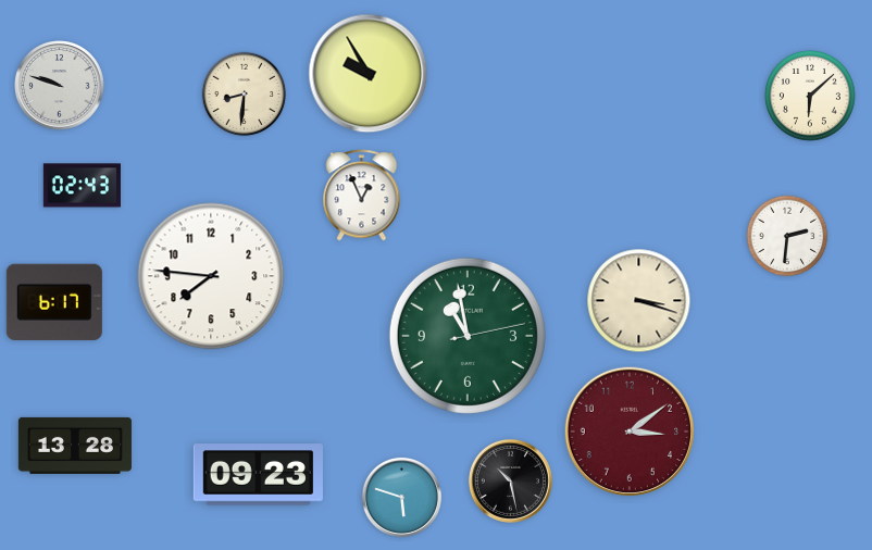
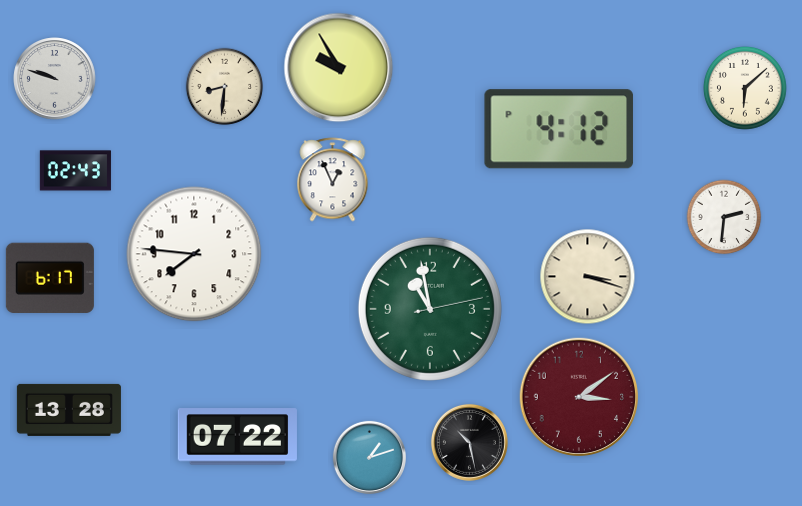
clock at (559, 129): none -> 4:12
clock at (258, 475): 09:23 -> 07:22
clock at (401, 497): 5:48 -> 1:12
